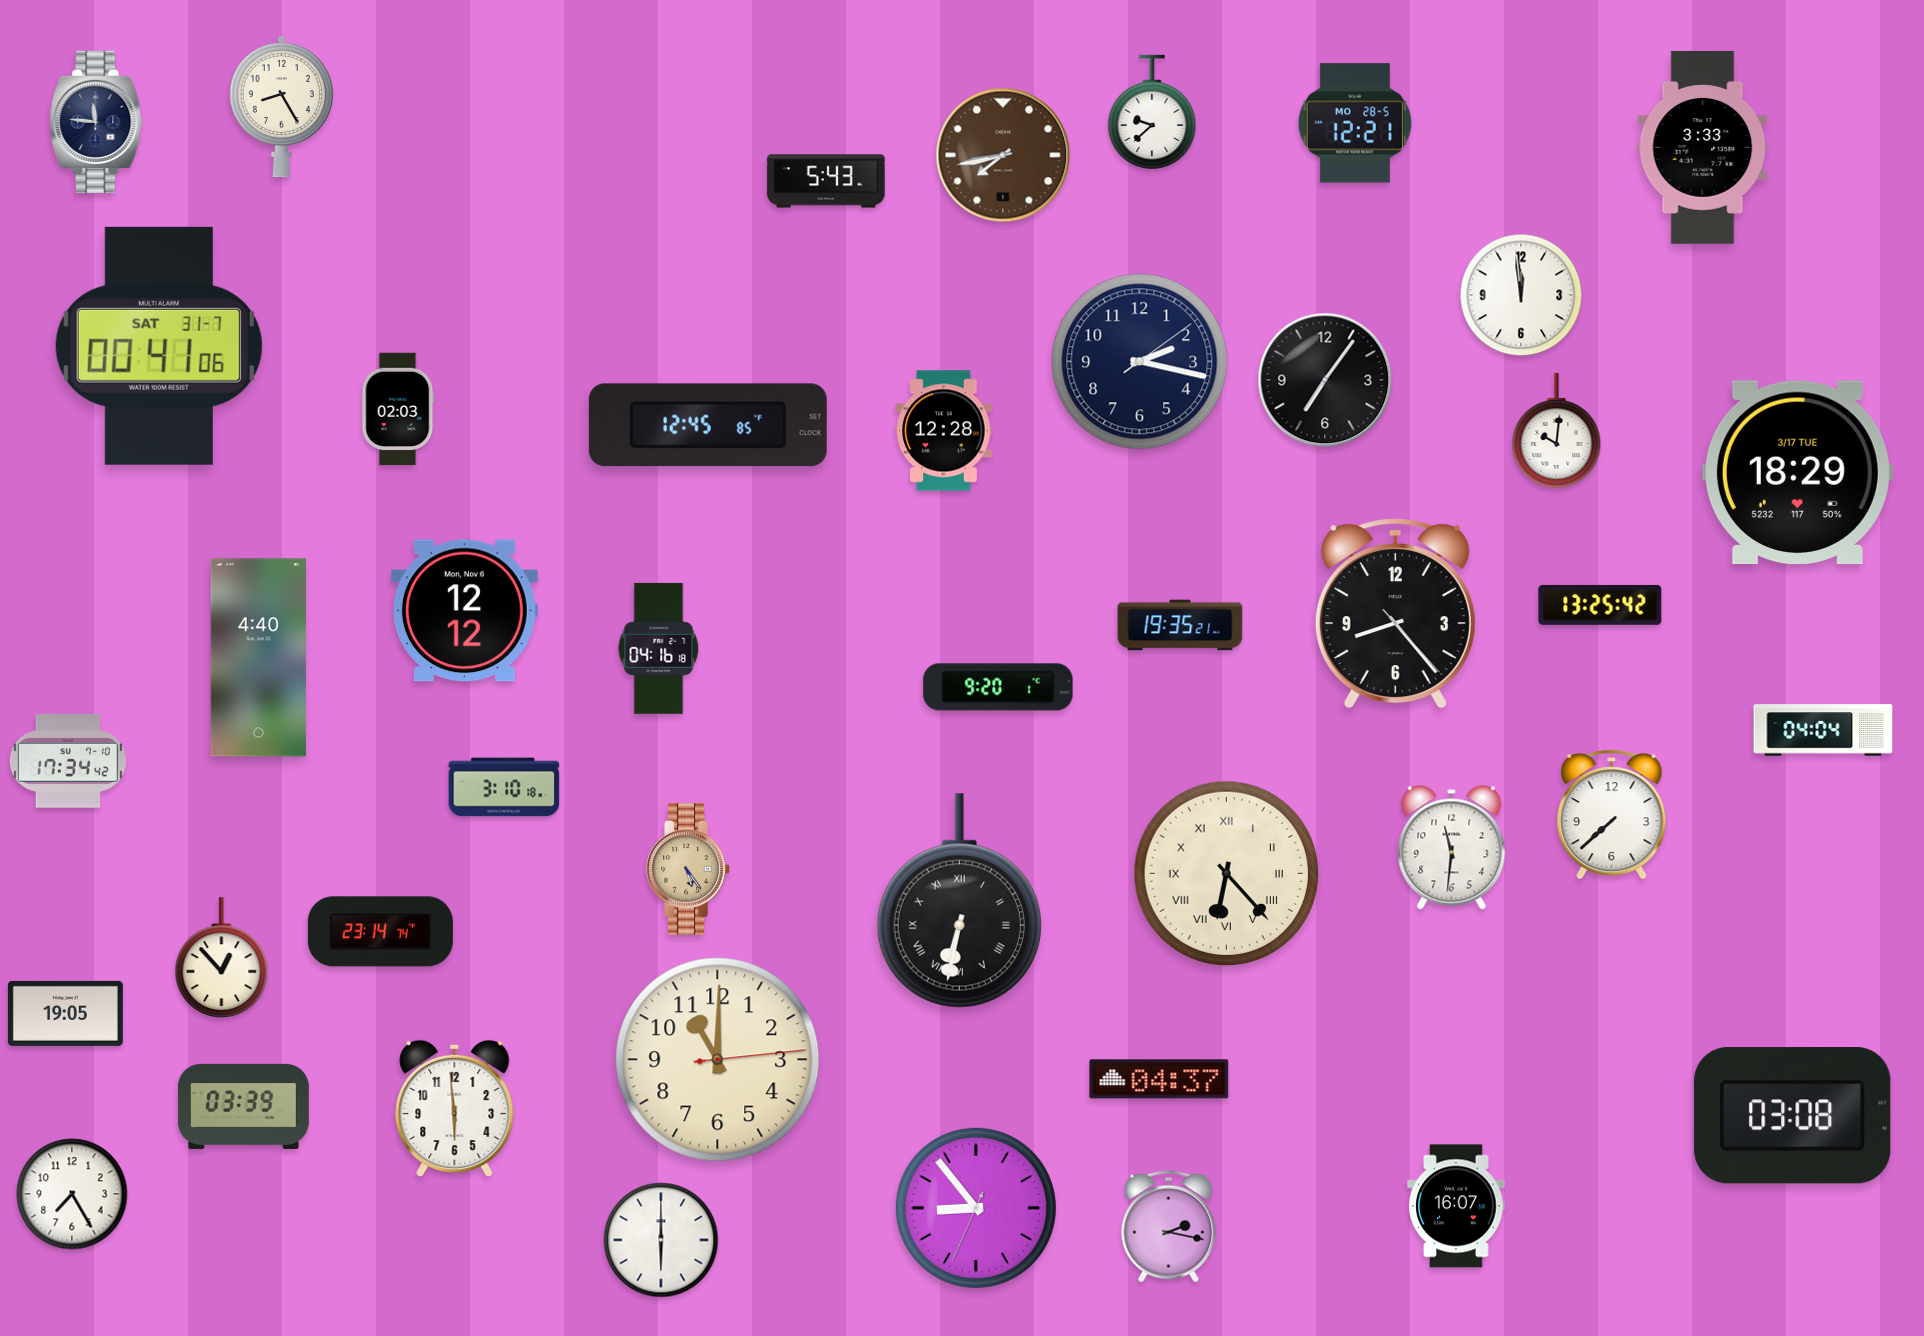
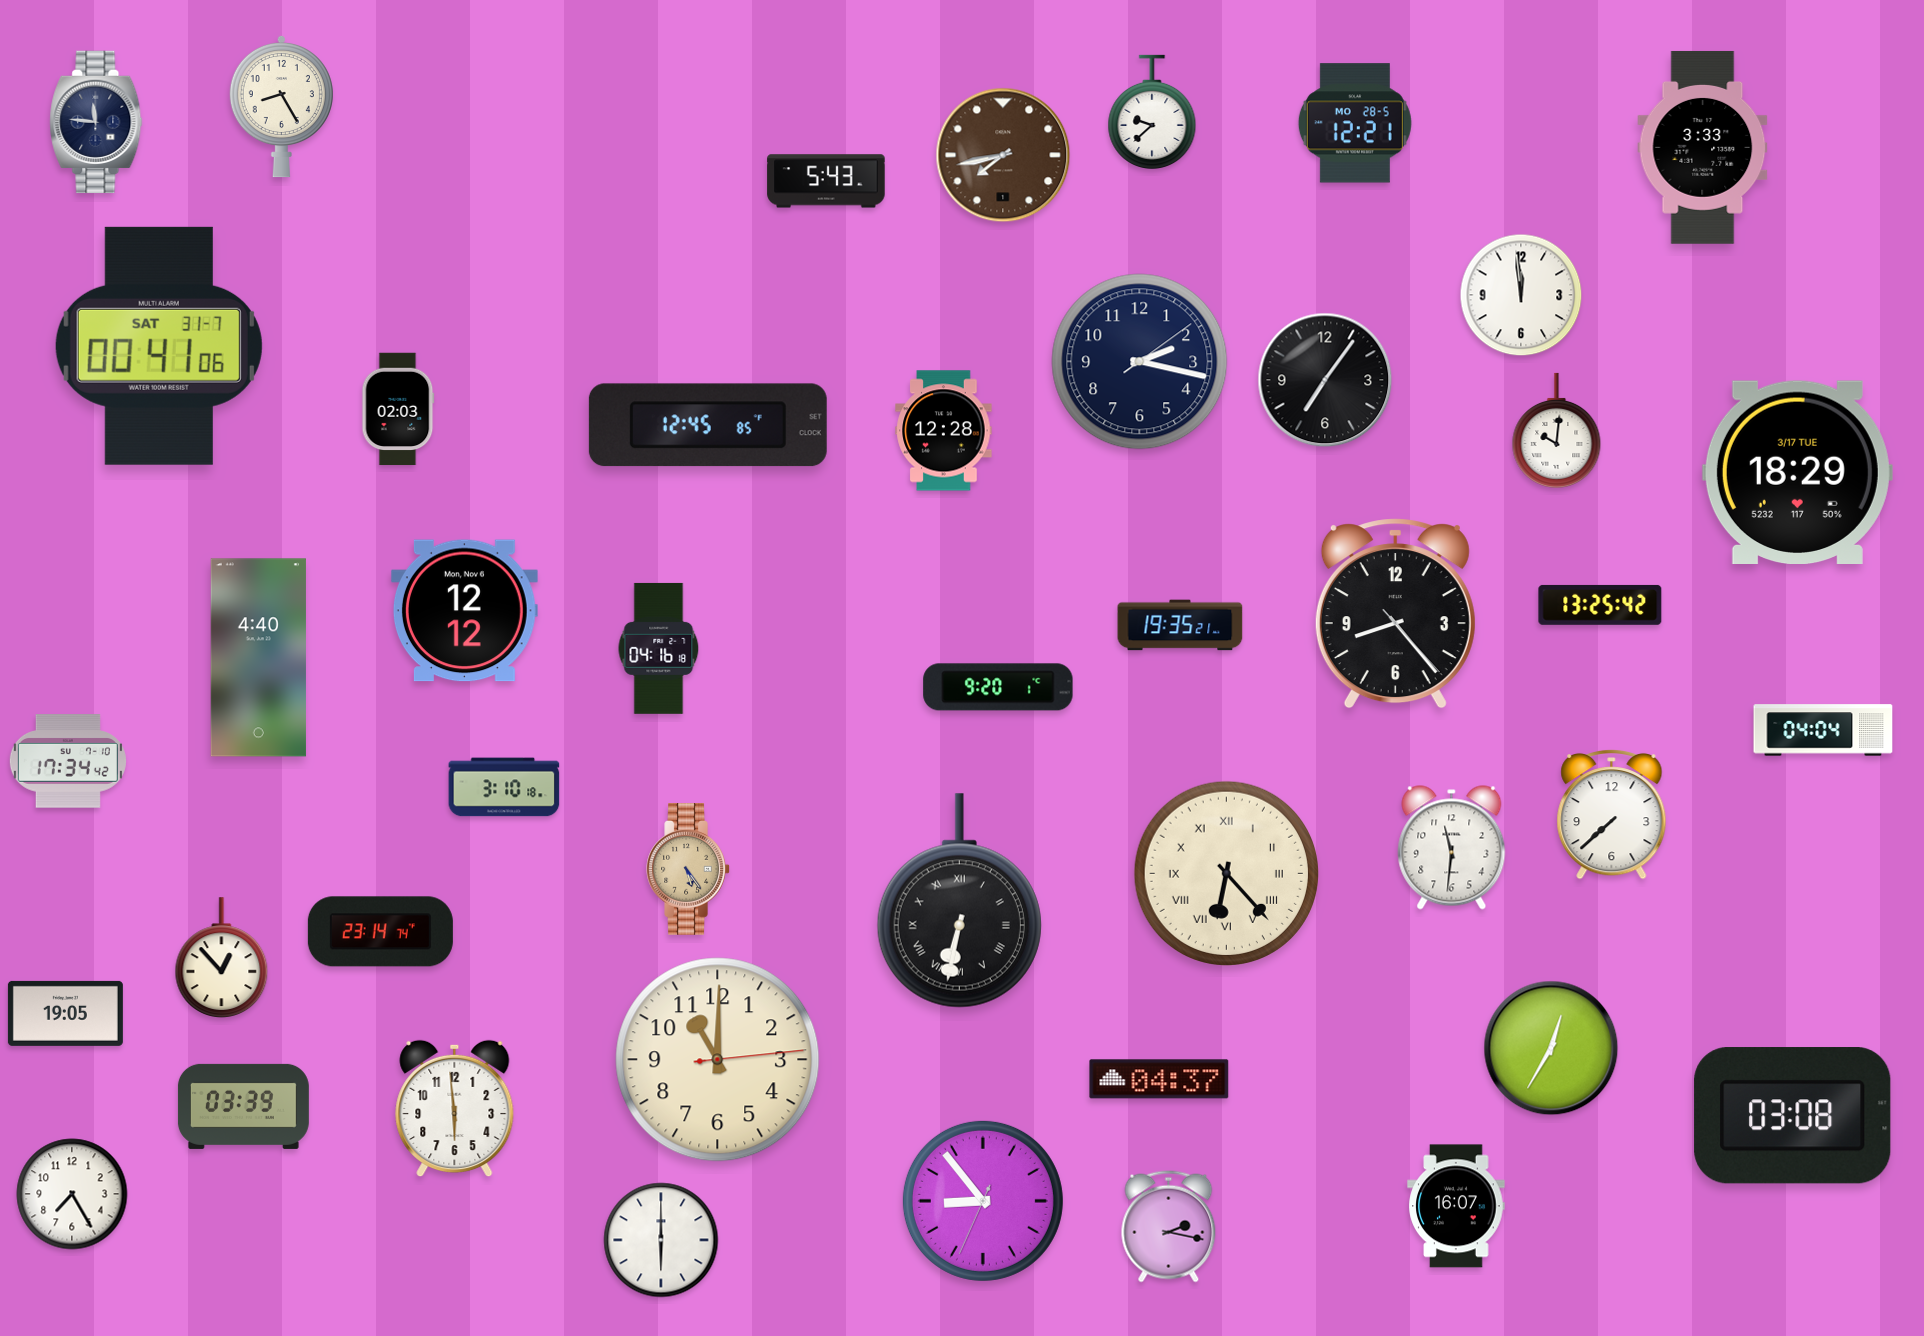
clock at (1551, 1048): none -> 12:35
clock at (976, 1208) position: (976, 1208) -> (983, 1201)
